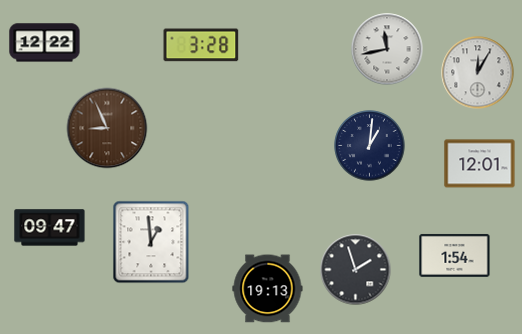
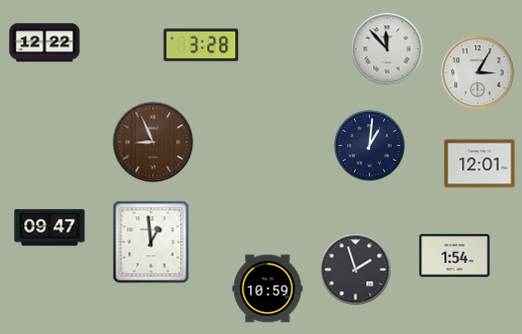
clock at (387, 49): 11:43 -> 11:53
clock at (478, 73): 12:05 -> 3:05
clock at (107, 128) position: (107, 128) -> (153, 142)
clock at (268, 289): 19:13 -> 10:59
